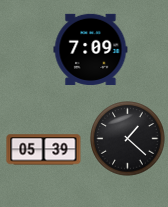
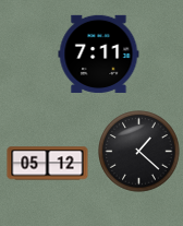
clock at (91, 49): 7:09 -> 7:11
clock at (44, 150): 05:39 -> 05:12
